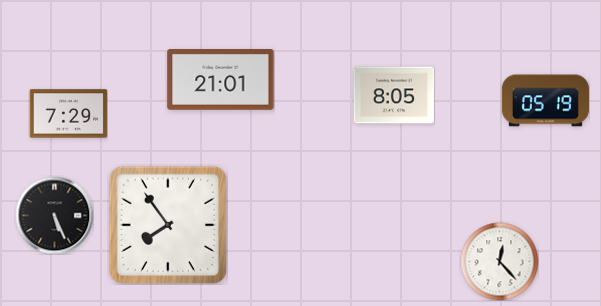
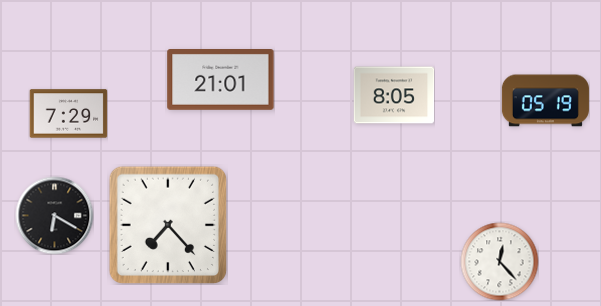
clock at (54, 215): 5:26 -> 6:20
clock at (168, 225): 7:54 -> 7:23
